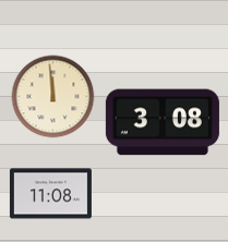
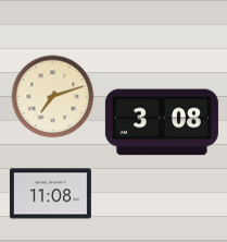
clock at (53, 97): 11:59 -> 7:12
